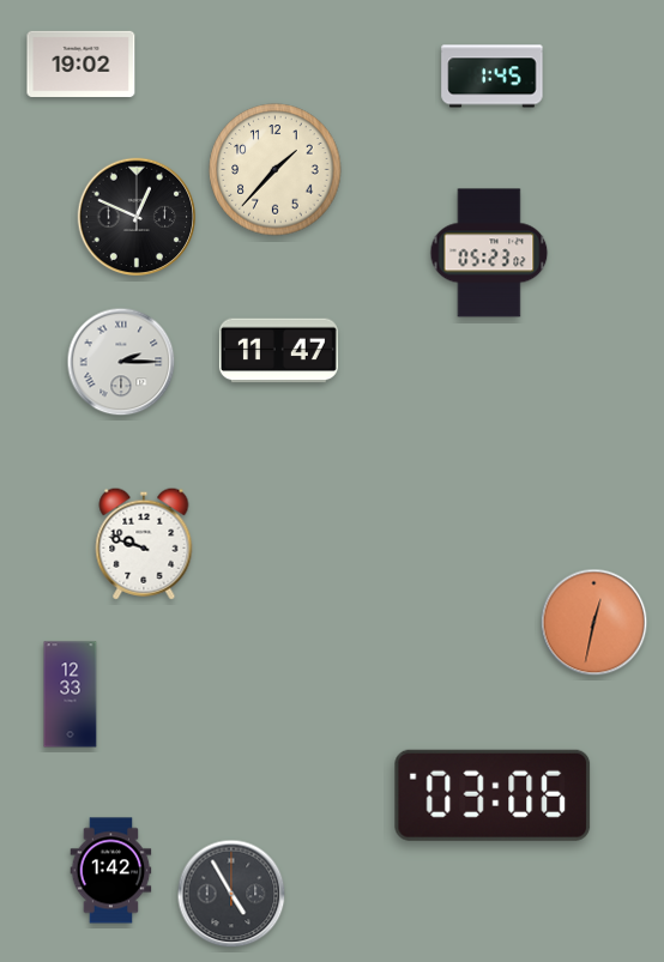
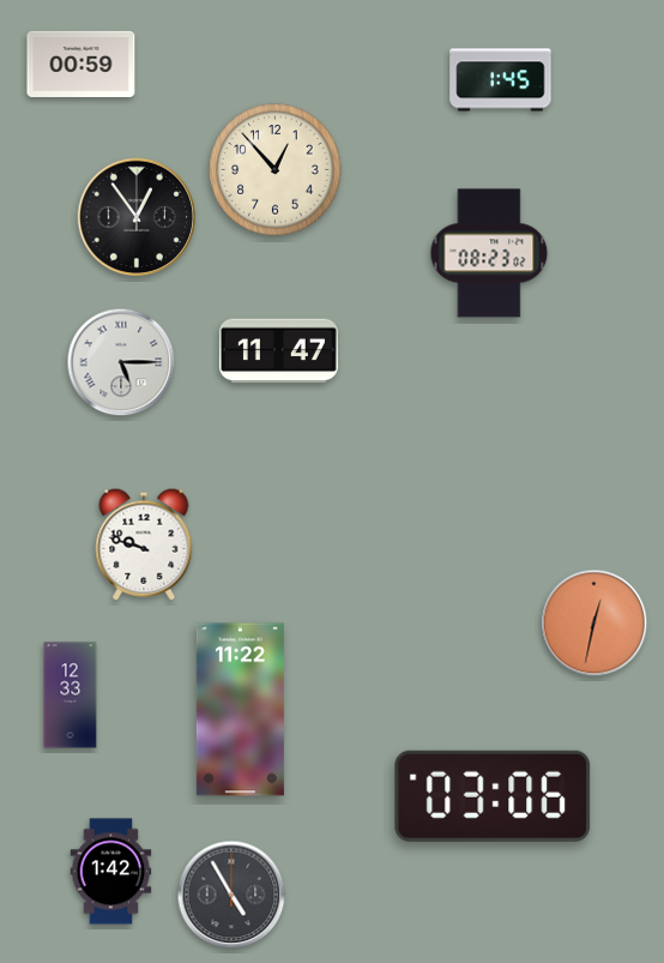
clock at (82, 63): 19:02 -> 00:59
clock at (493, 77) position: (493, 77) -> (501, 80)
clock at (276, 170): 1:37 -> 12:53
clock at (137, 217): 12:49 -> 12:54
clock at (489, 253): 05:23 -> 08:23
clock at (121, 362): 2:15 -> 5:15
clock at (240, 710): none -> 11:22
